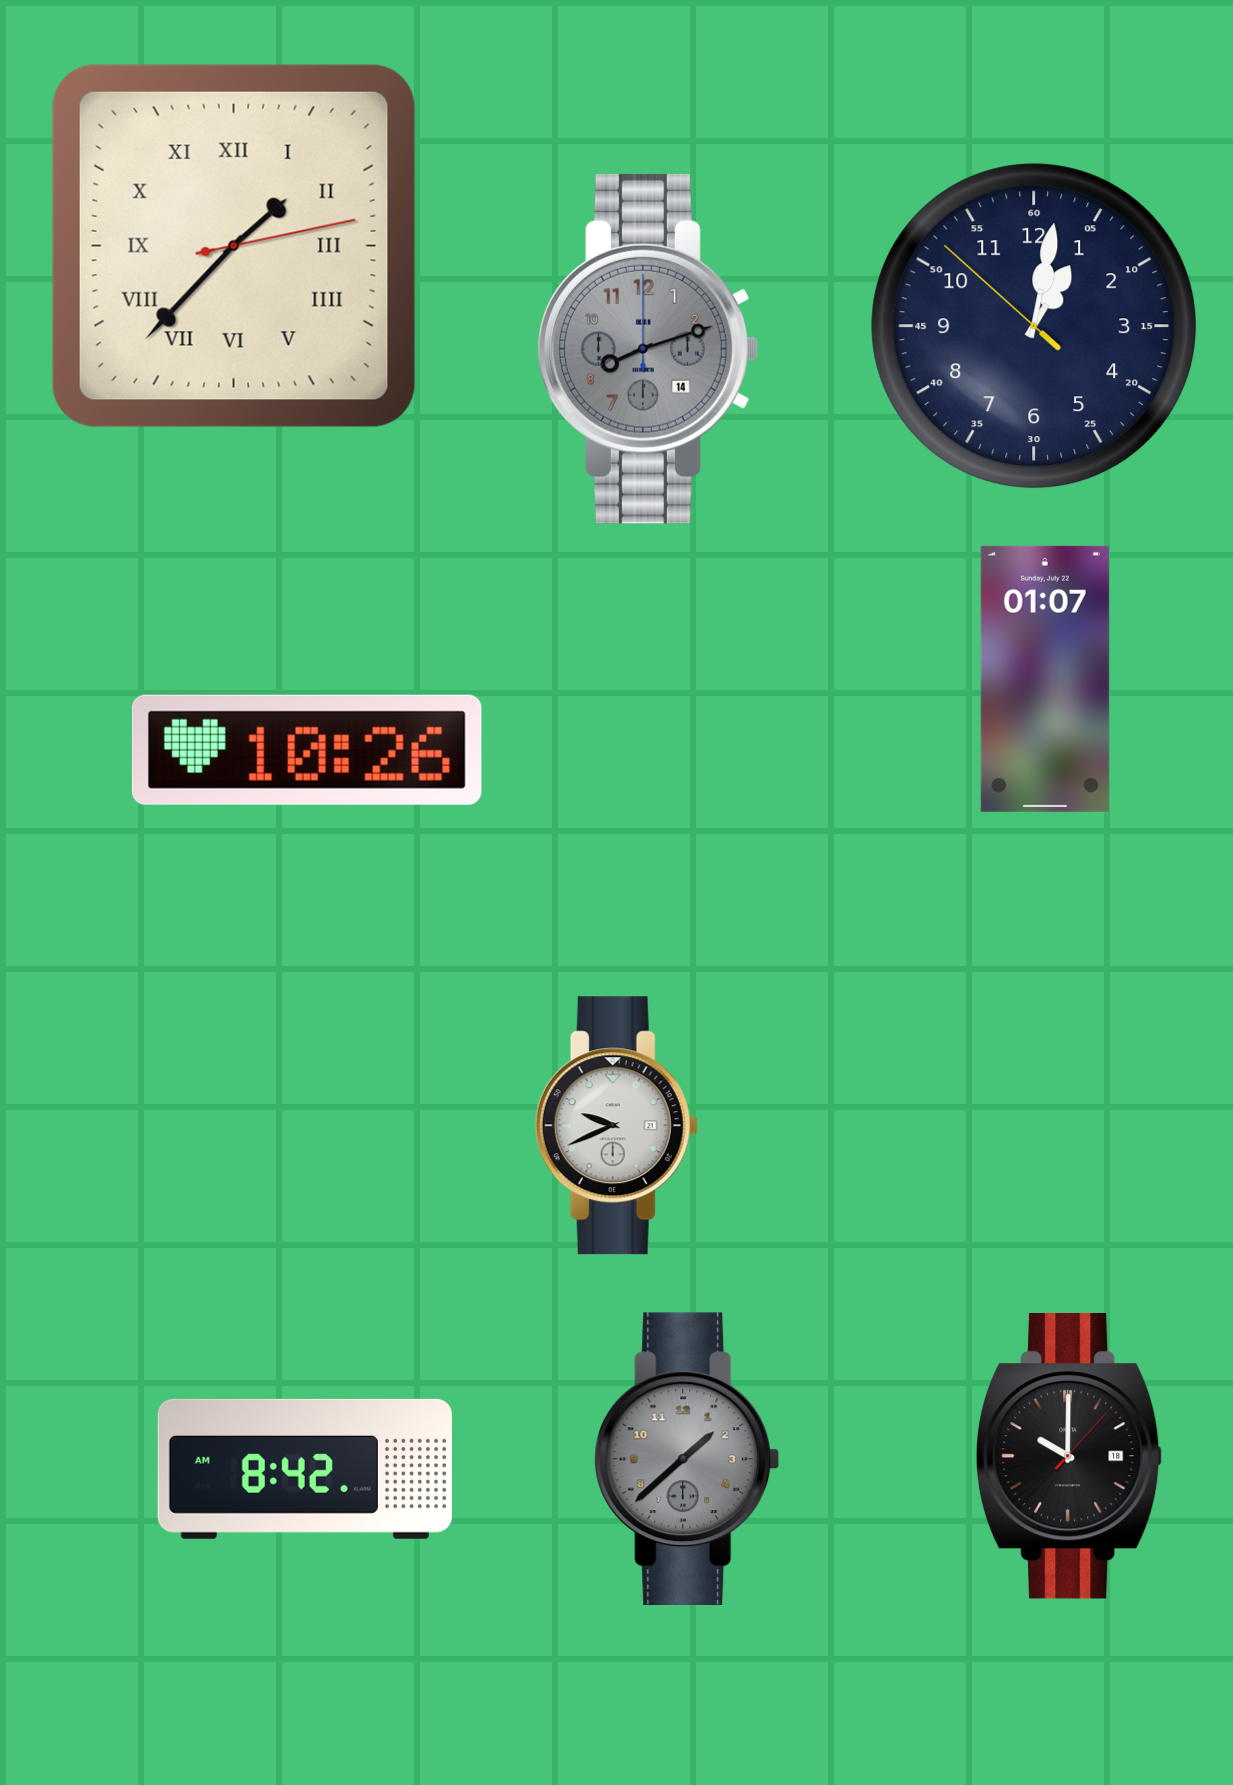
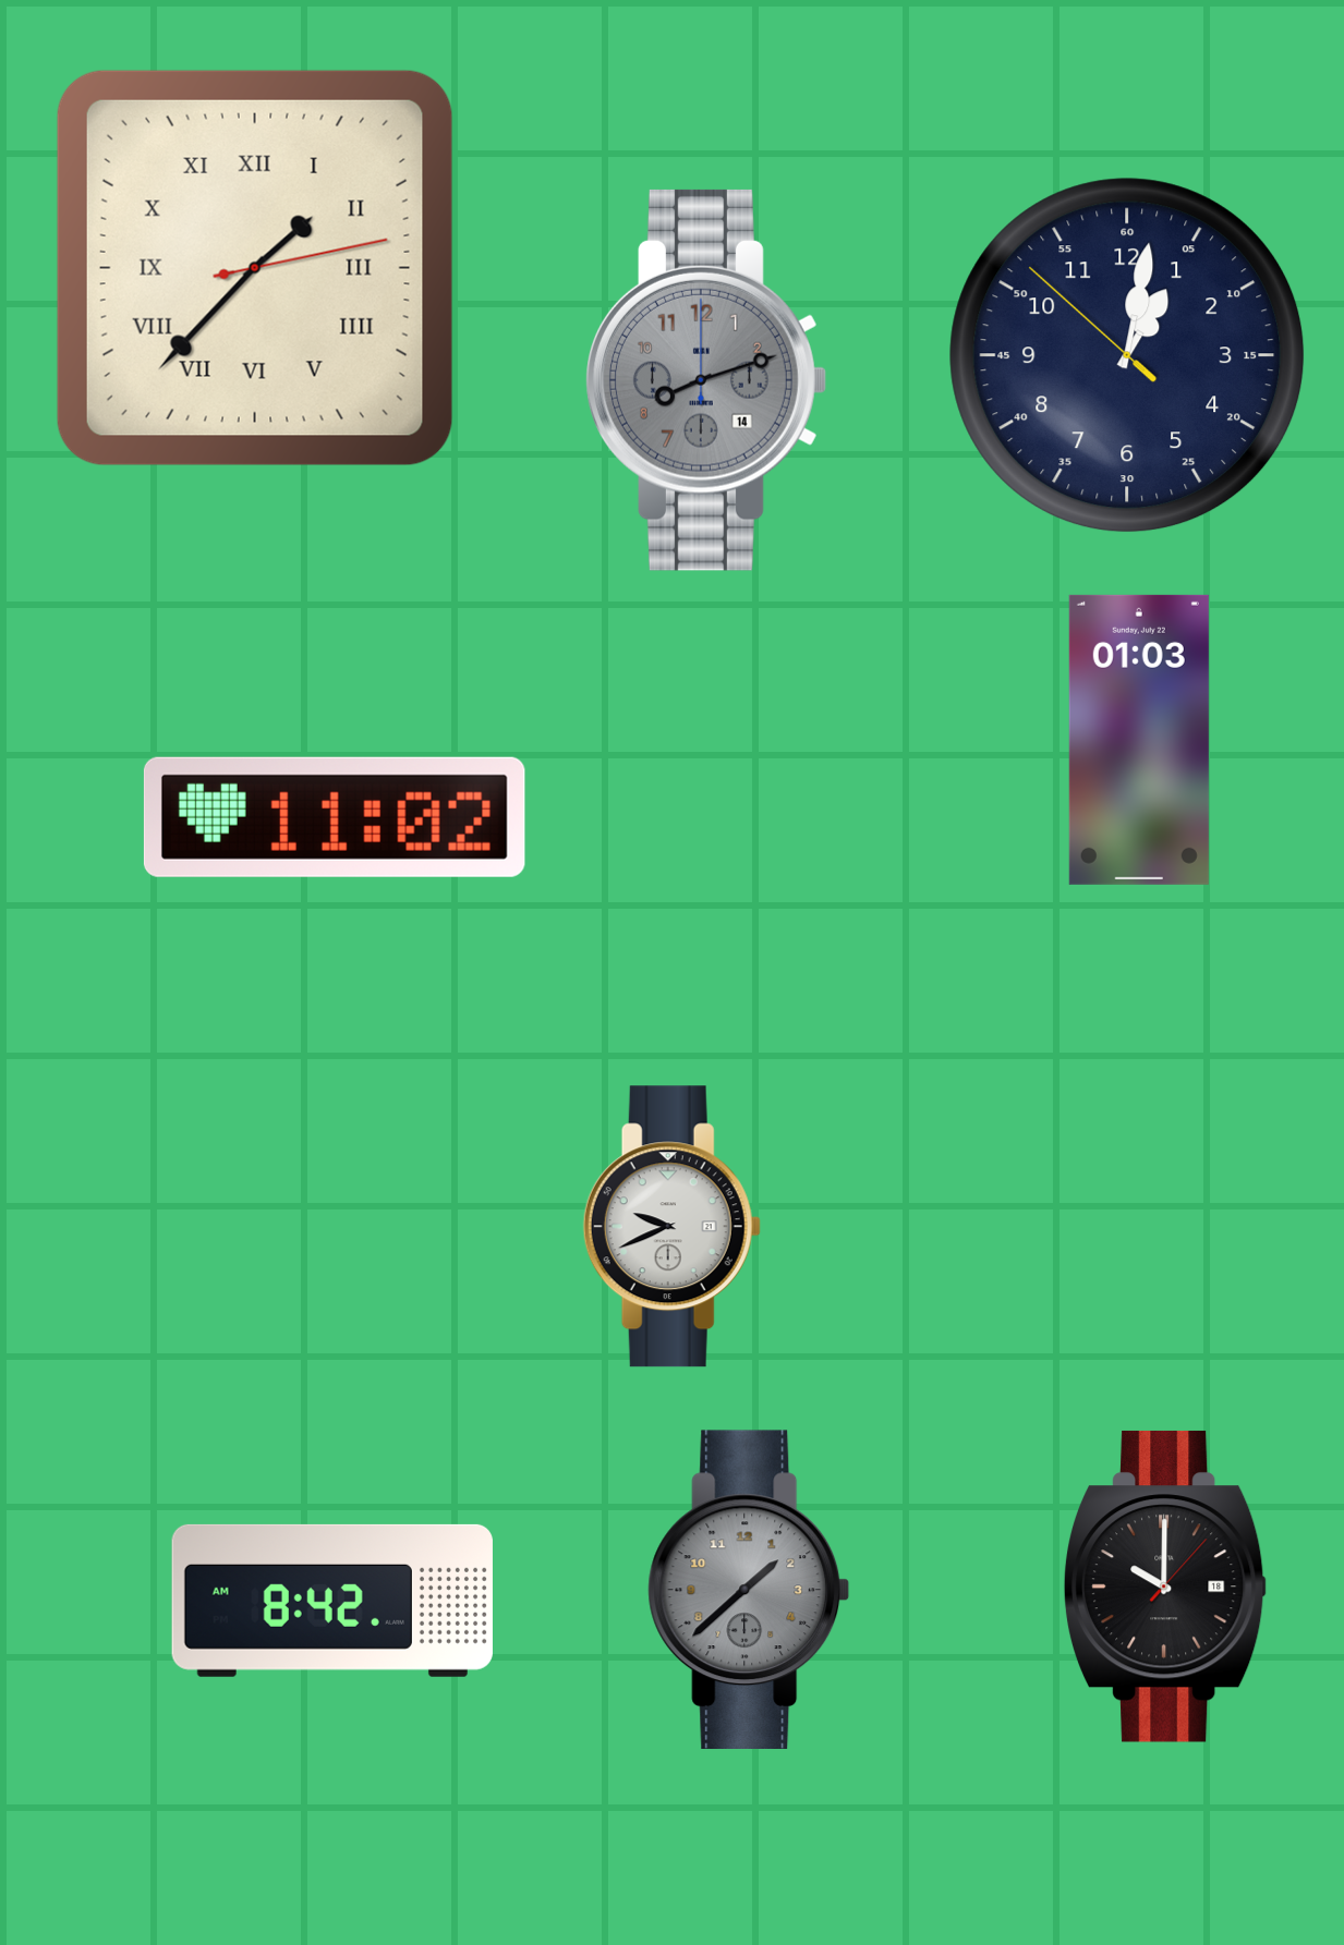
clock at (1045, 679): 01:07 -> 01:03
clock at (307, 750): 10:26 -> 11:02
